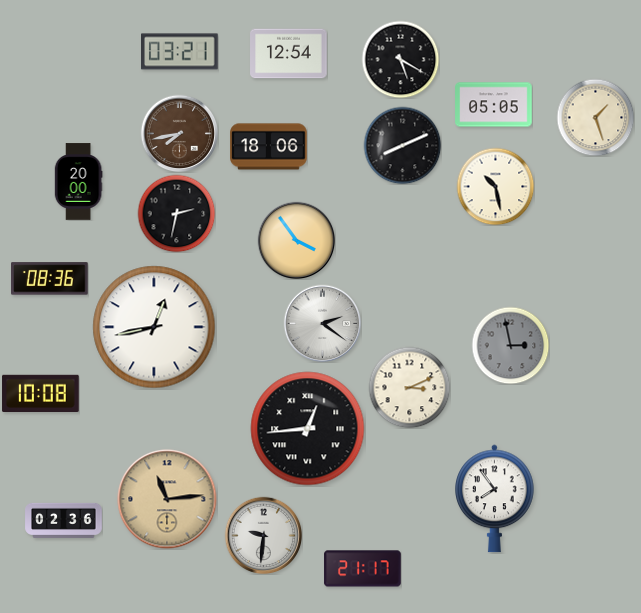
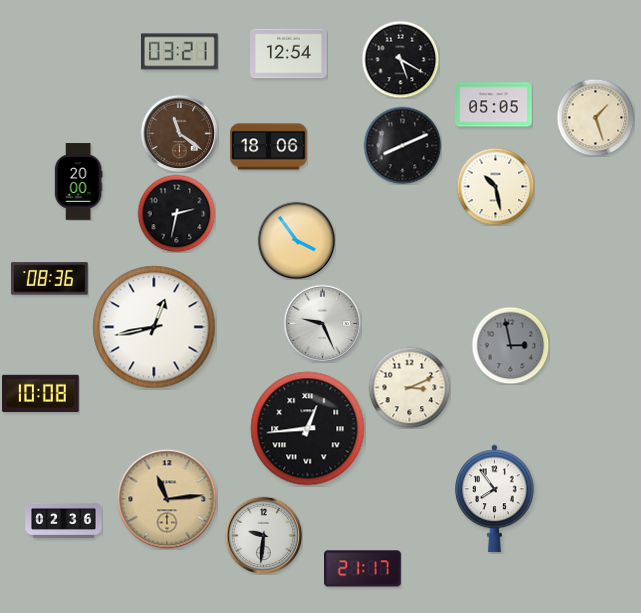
clock at (179, 133): 7:43 -> 11:21
clock at (322, 323): 2:21 -> 9:26
